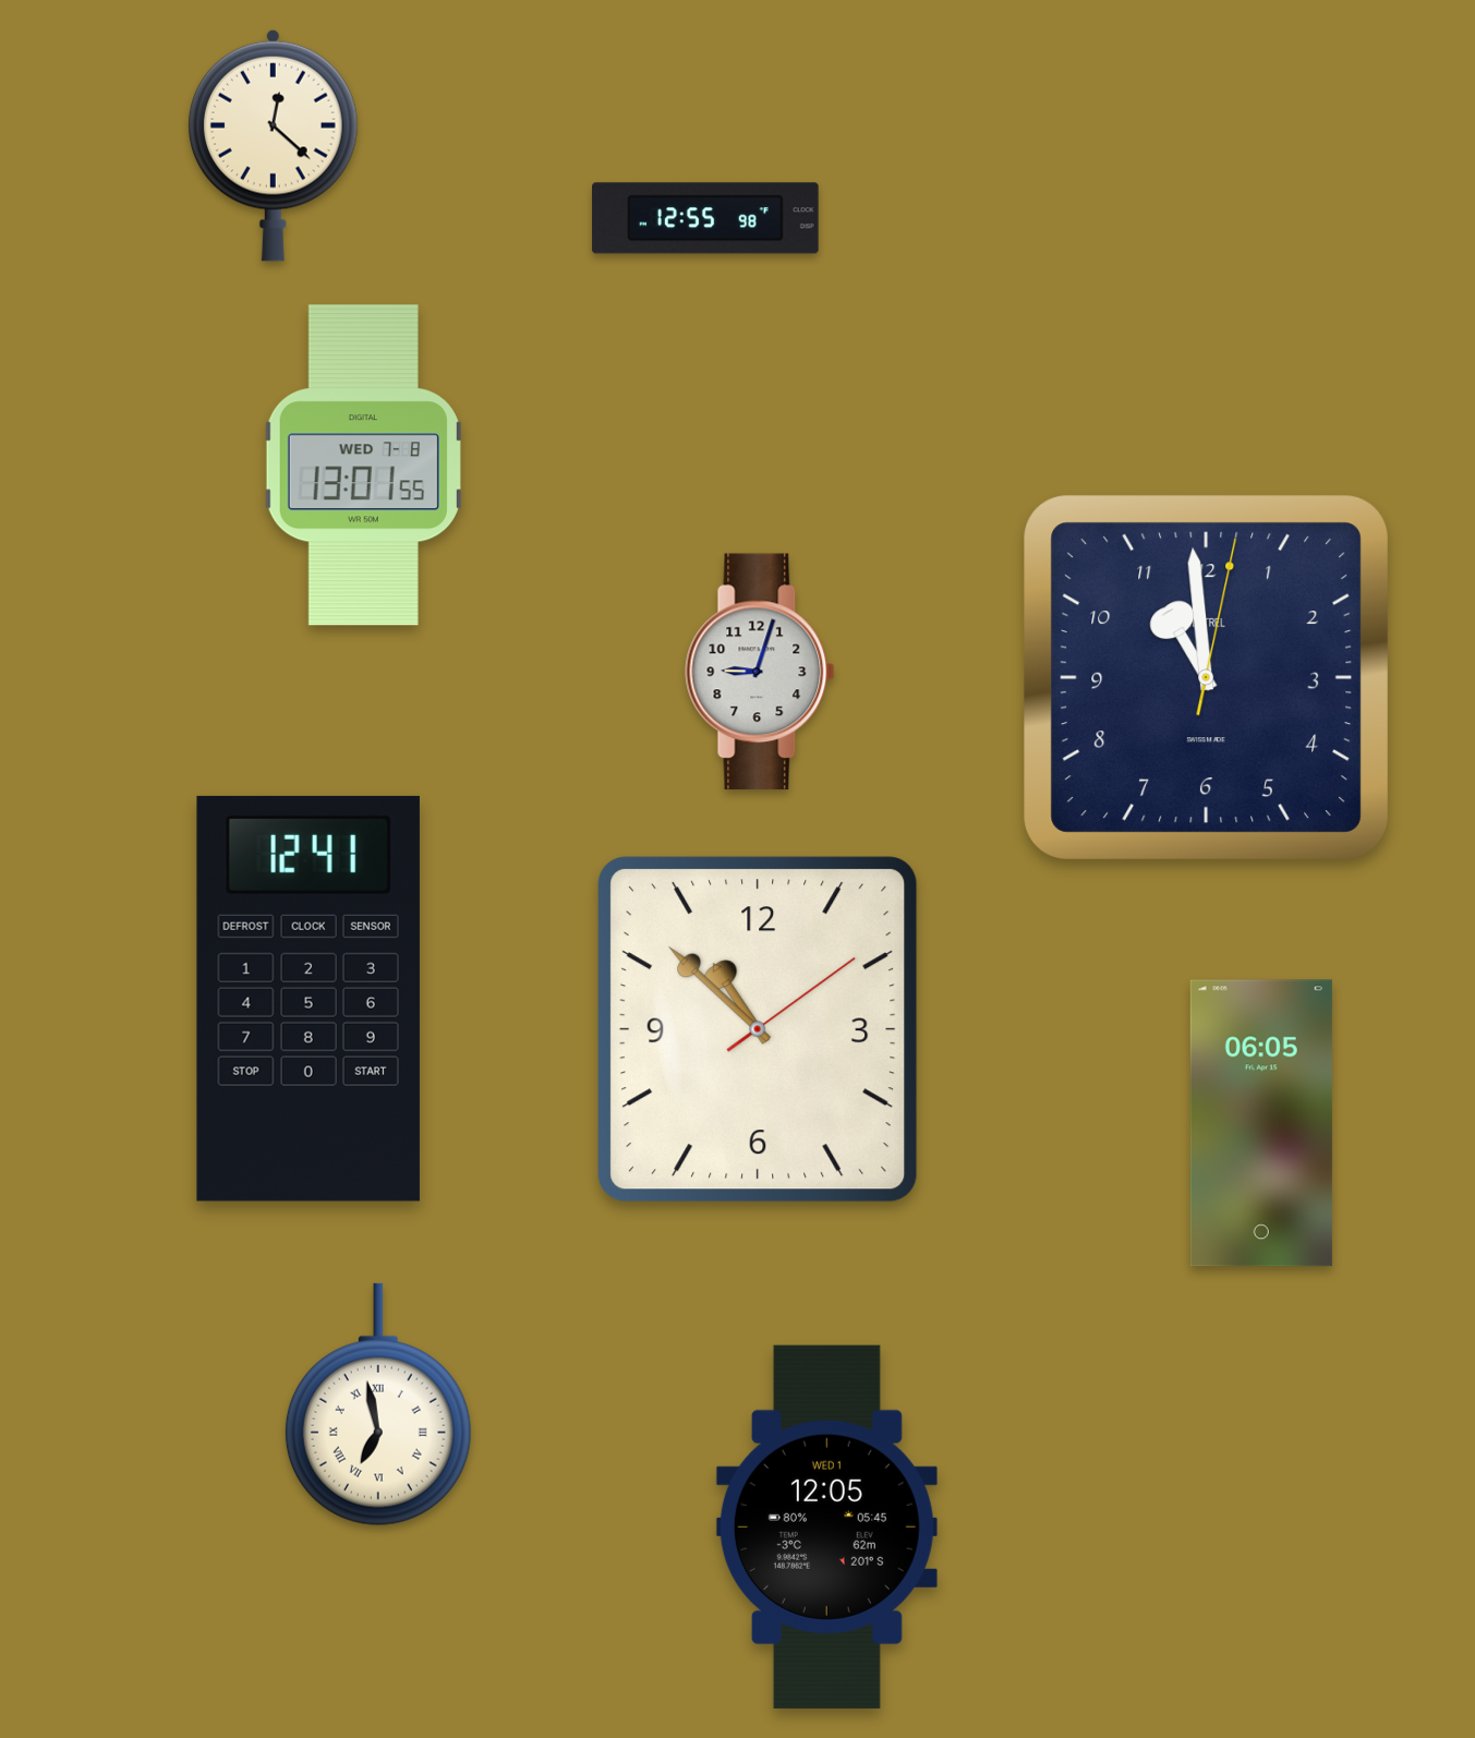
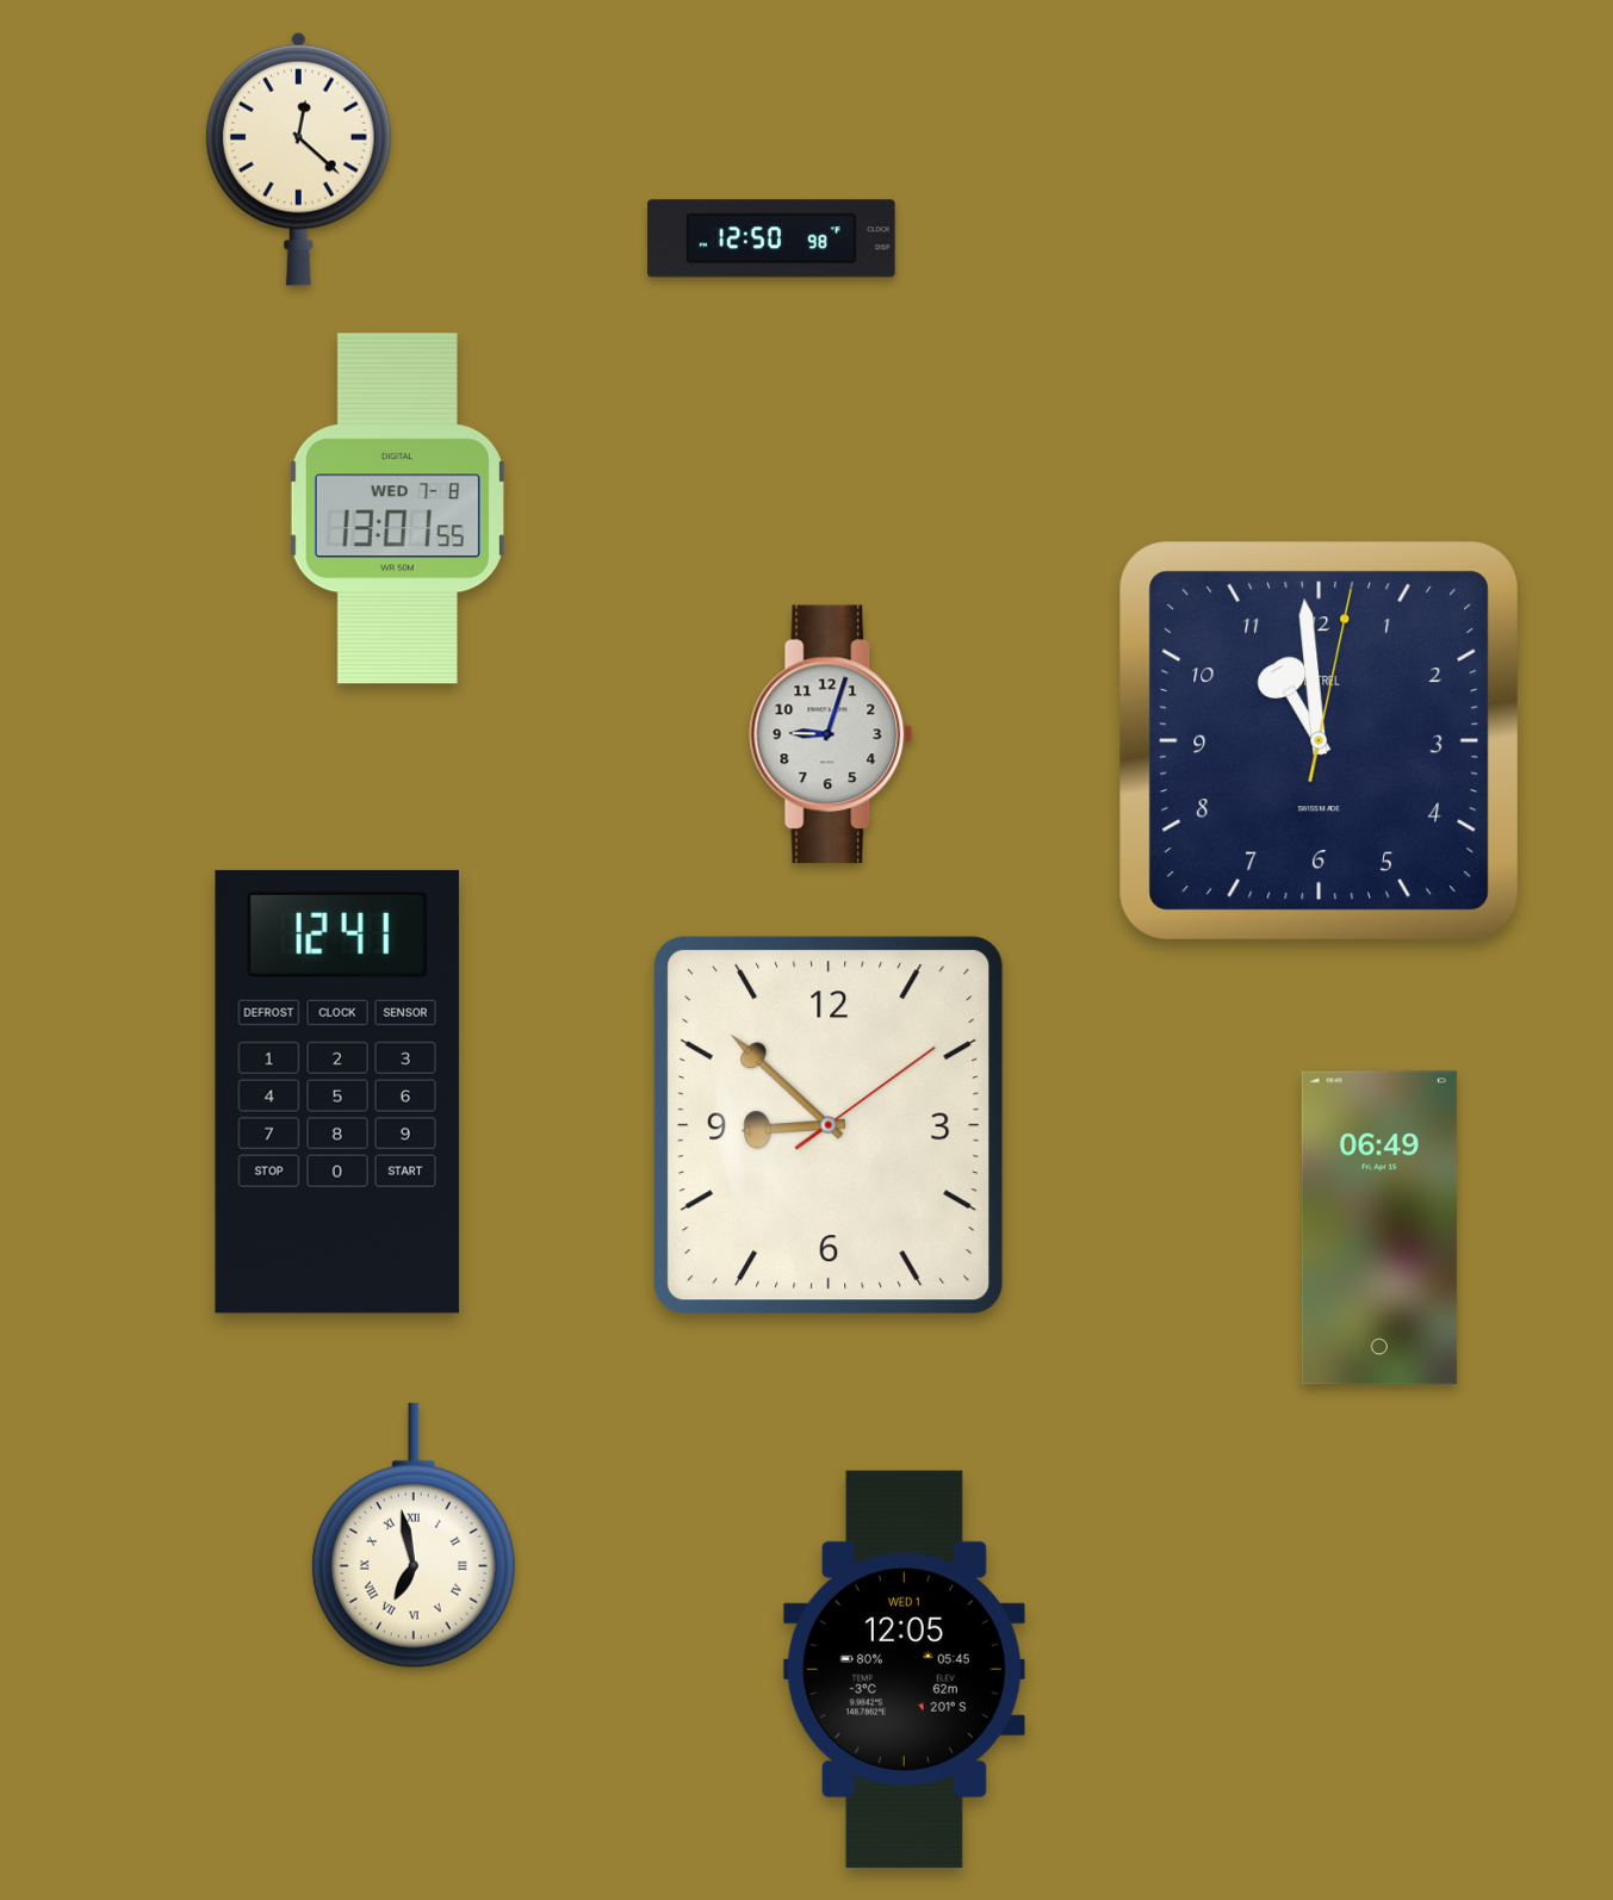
clock at (705, 218): 12:55 -> 12:50
clock at (758, 1029): 10:52 -> 8:52
clock at (1261, 1123): 06:05 -> 06:49
